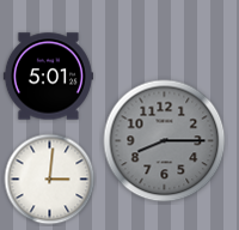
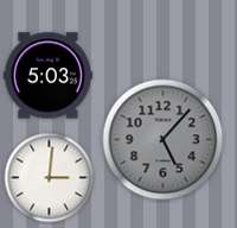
clock at (48, 77): 5:01 -> 5:03
clock at (165, 141): 8:15 -> 5:07
